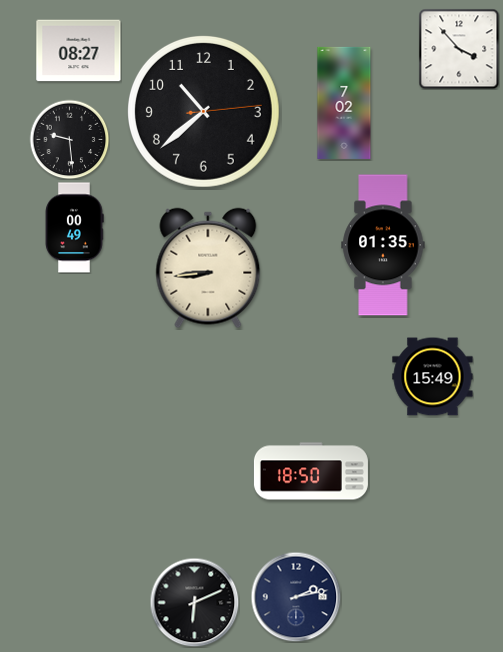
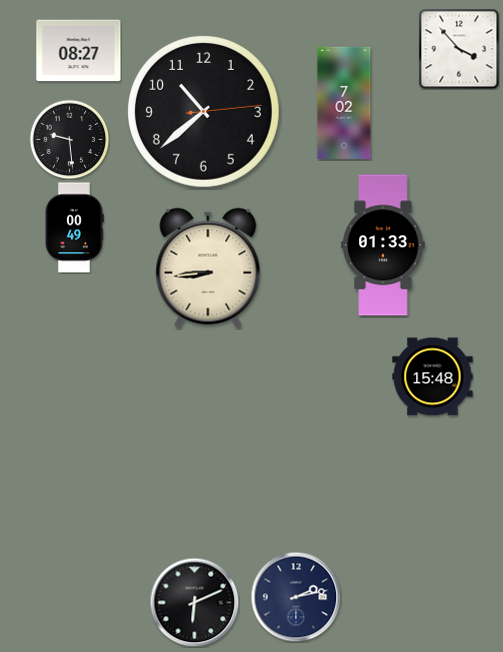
clock at (383, 245): 01:35 -> 01:33
clock at (433, 377): 15:49 -> 15:48
clock at (311, 471): 18:50 -> none
